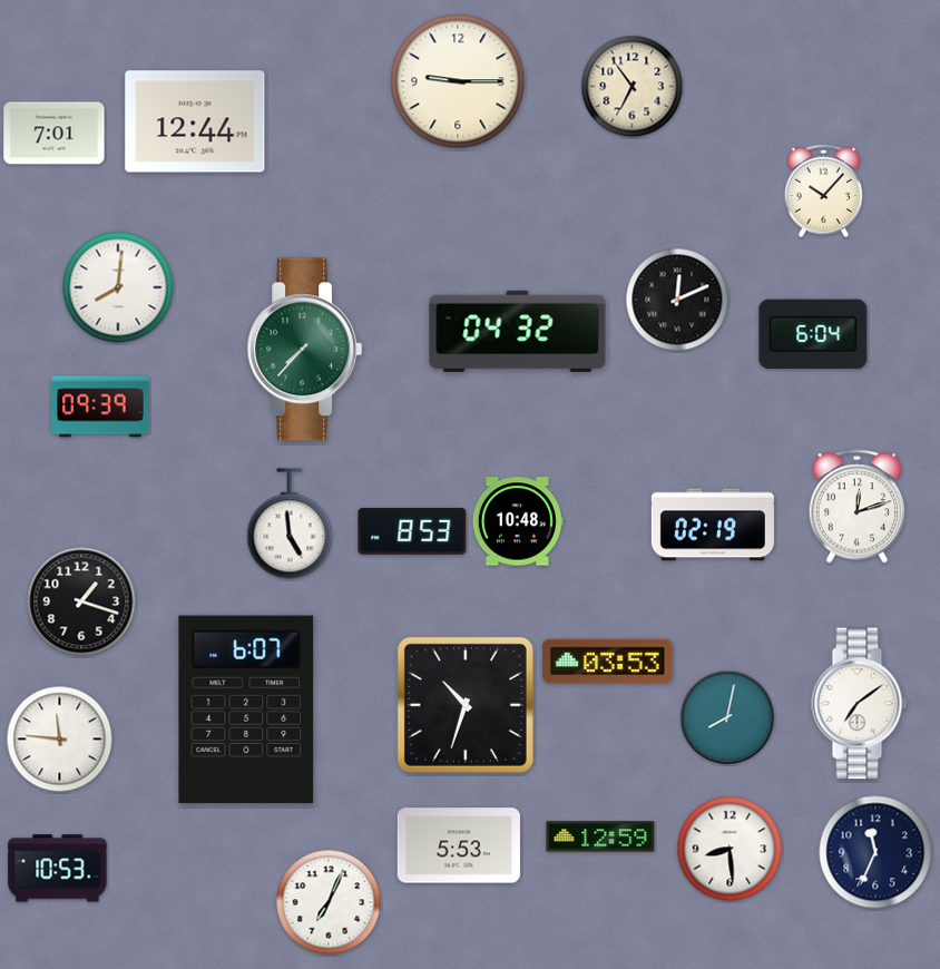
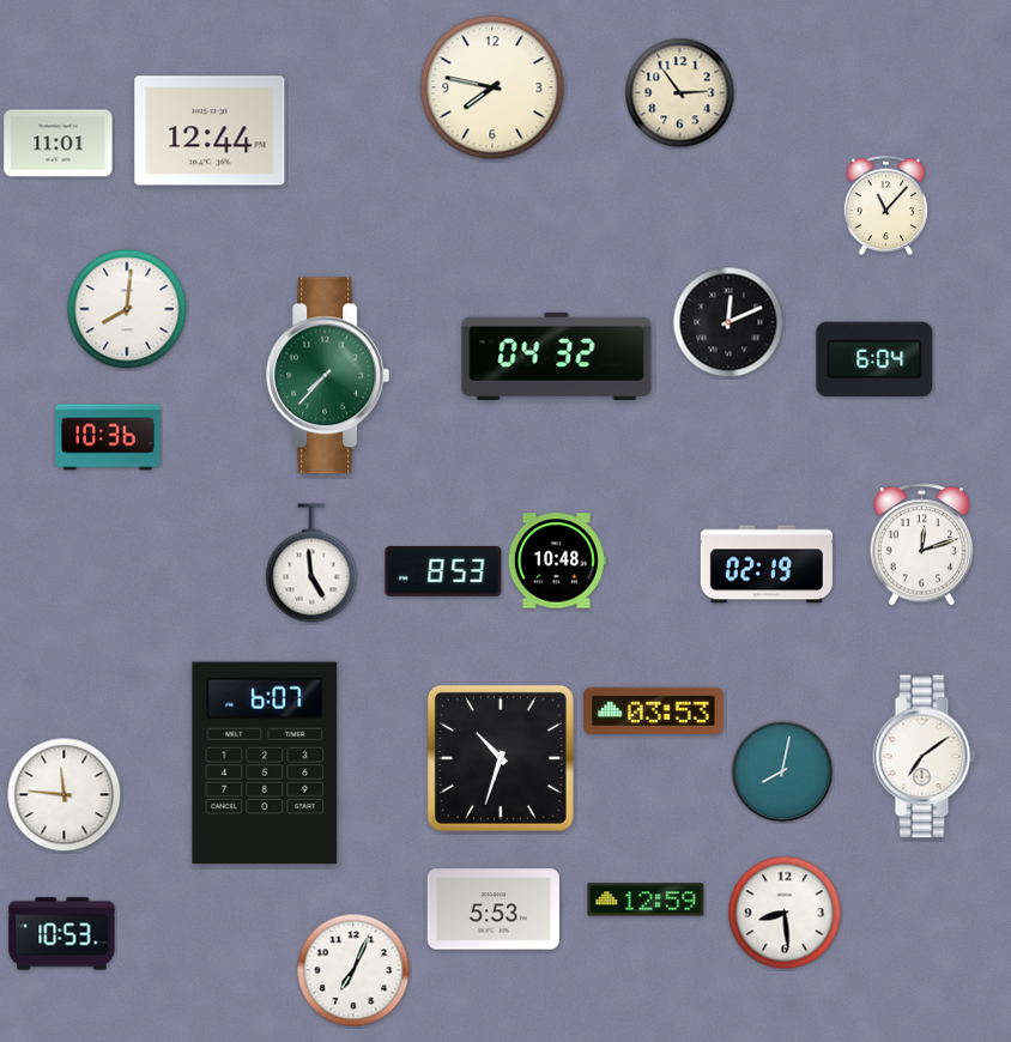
clock at (458, 81): 9:15 -> 7:47
clock at (633, 87): 6:54 -> 2:54
clock at (55, 134): 7:01 -> 11:01
clock at (824, 192): 10:07 -> 11:07
clock at (100, 407): 09:39 -> 10:36
clock at (81, 601): 1:18 -> none
clock at (875, 852): 11:34 -> none
